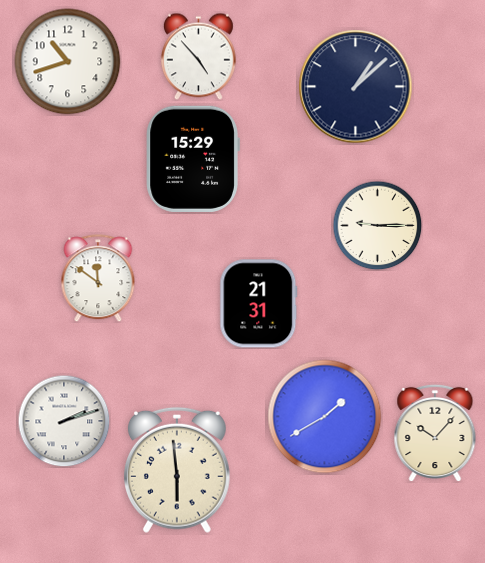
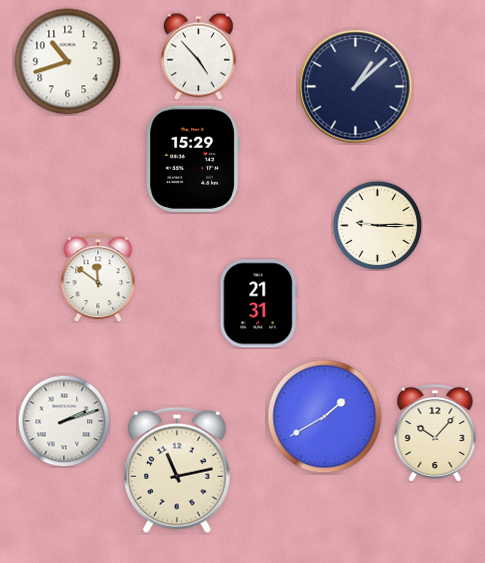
clock at (177, 470): 5:59 -> 11:13
